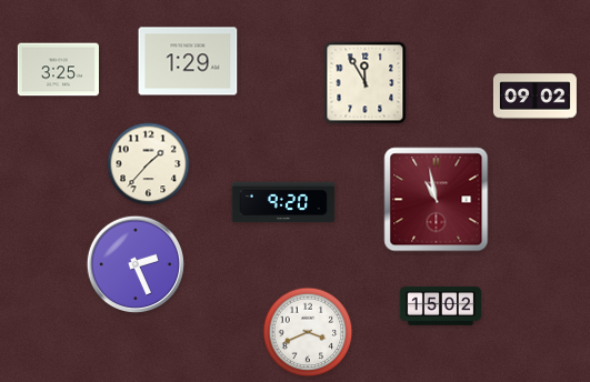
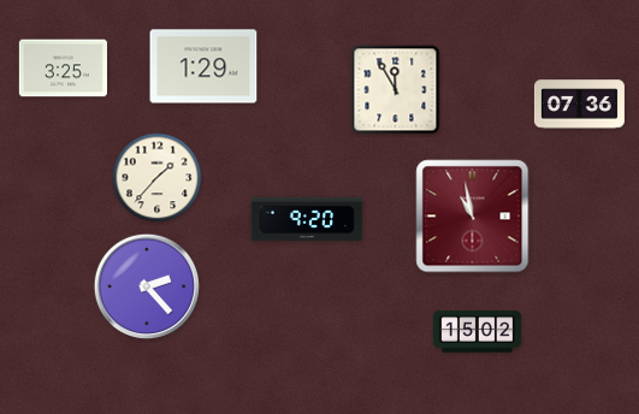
clock at (58, 70) position: (58, 70) -> (63, 69)
clock at (534, 97): 09:02 -> 07:36
clock at (149, 164) position: (149, 164) -> (158, 178)
clock at (134, 263): 2:26 -> 2:23
clock at (308, 332): 3:41 -> none
